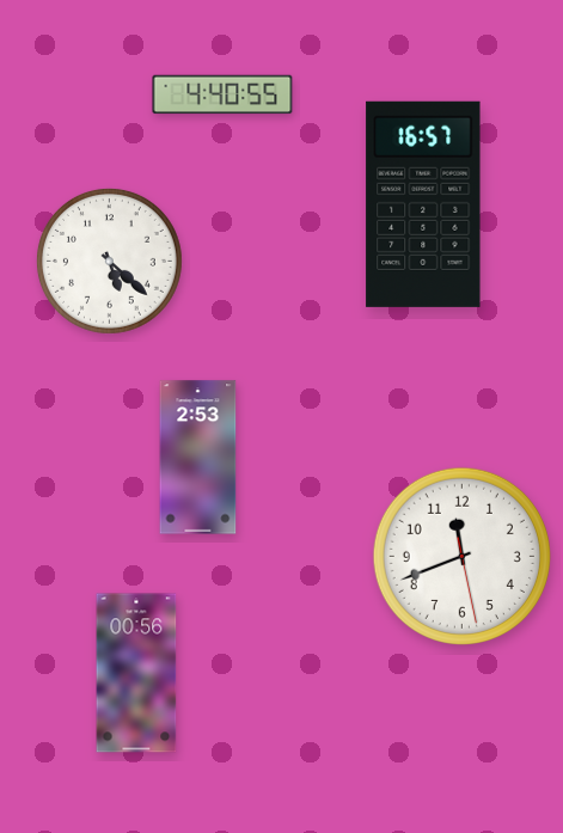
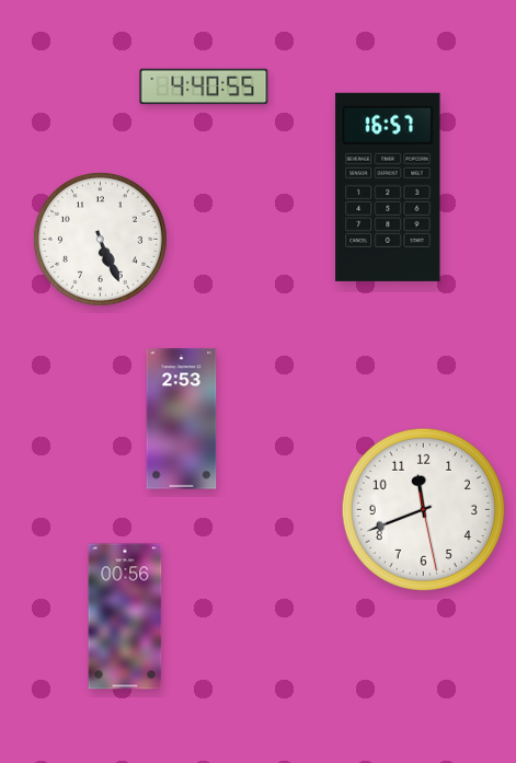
clock at (109, 261): 5:22 -> 5:26
